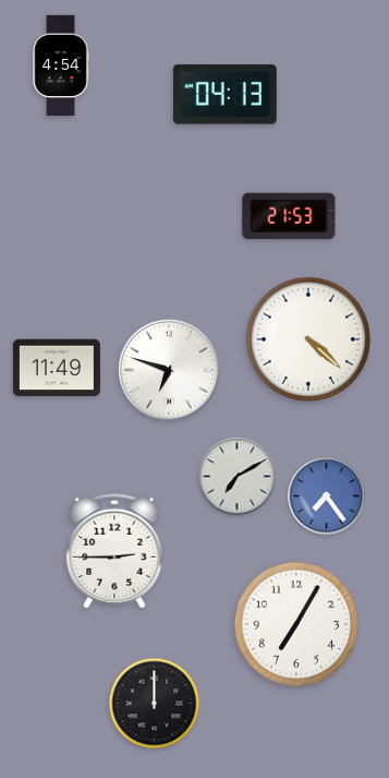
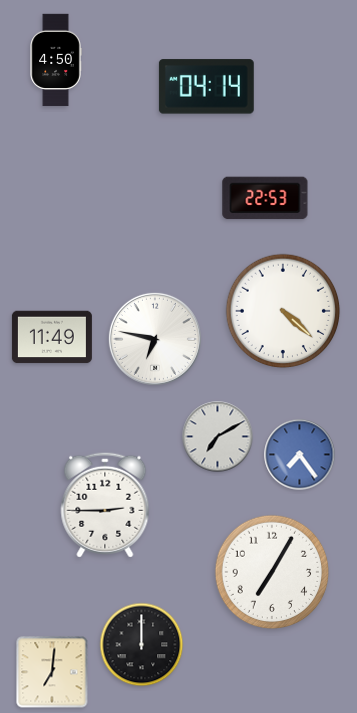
clock at (61, 65): 4:54 -> 4:50
clock at (224, 95): 04:13 -> 04:14
clock at (289, 216): 21:53 -> 22:53
clock at (169, 370): 6:48 -> 6:47
clock at (52, 672): none -> 7:01
